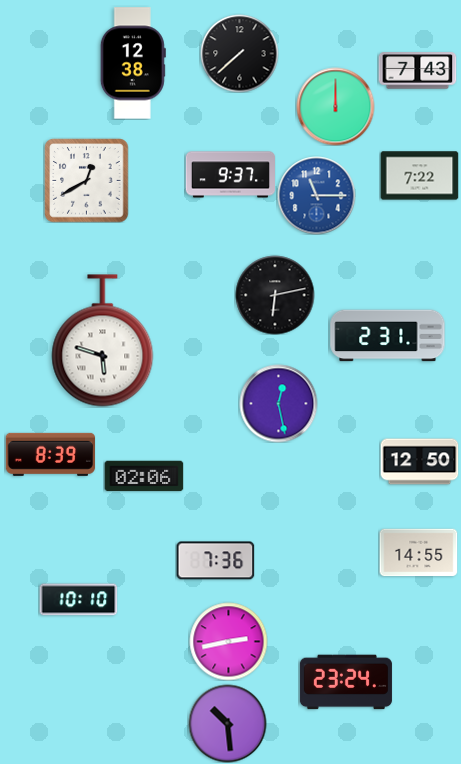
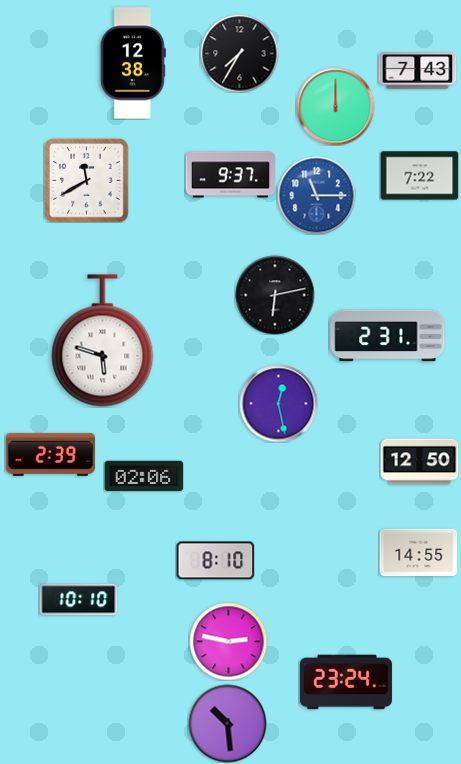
clock at (239, 53): 7:38 -> 7:35
clock at (86, 180): 12:40 -> 11:40
clock at (50, 454): 8:39 -> 2:39
clock at (215, 561): 7:36 -> 8:10
clock at (228, 641): 2:43 -> 2:47
